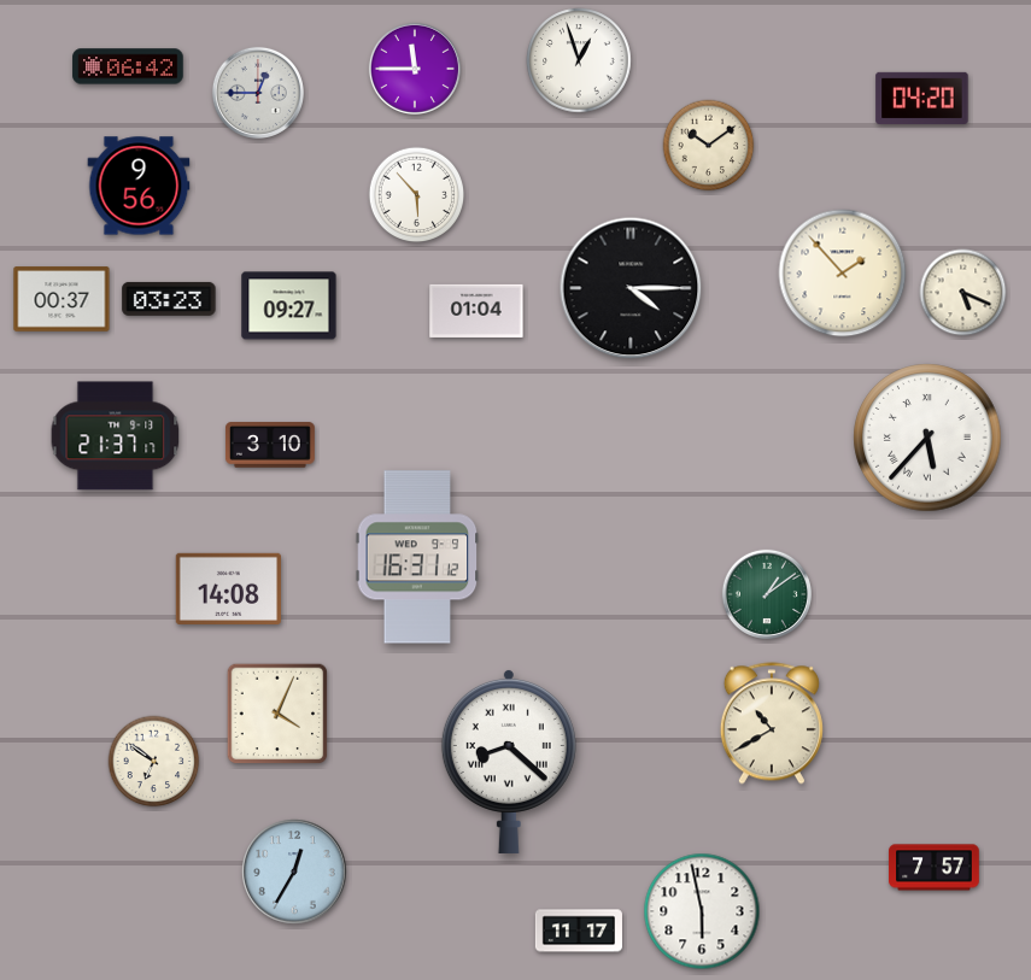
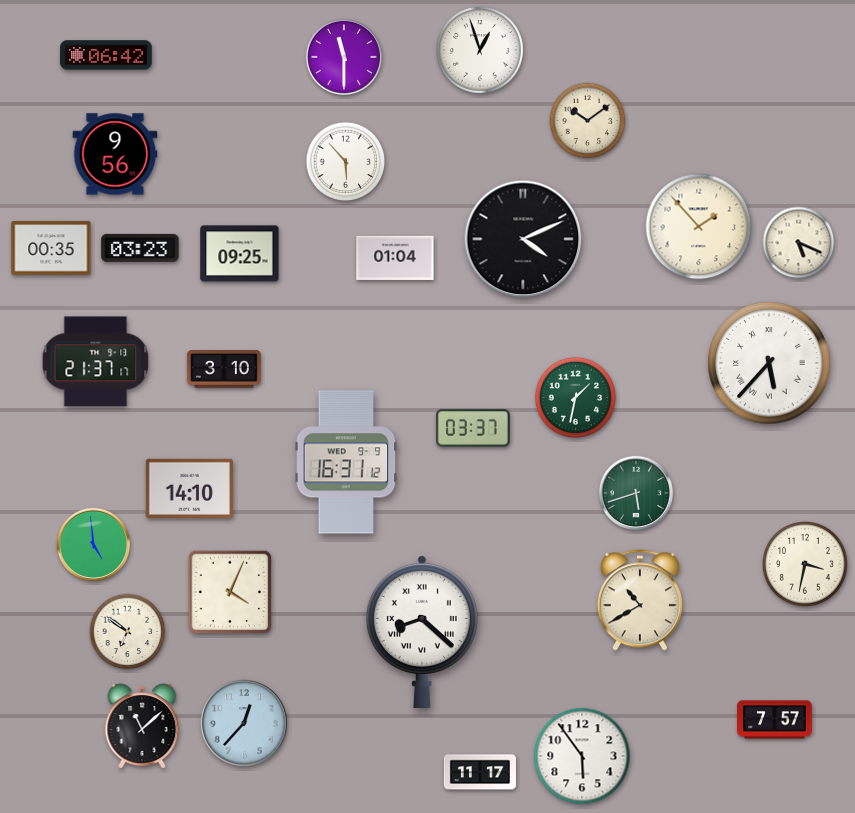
clock at (415, 69): 11:45 -> 11:30
clock at (258, 93): 12:45 -> none
clock at (922, 98): 04:20 -> none
clock at (631, 288): 4:15 -> 4:11
clock at (61, 299): 00:37 -> 00:35
clock at (289, 306): 09:27 -> 09:25
clock at (575, 397): none -> 1:32
clock at (473, 428): none -> 03:37
clock at (228, 588): 14:08 -> 14:10
clock at (766, 593): 1:09 -> 5:42
clock at (93, 544): none -> 4:59
clock at (806, 565): none -> 3:32
clock at (294, 872): 12:35 -> 12:37
clock at (142, 726): none -> 11:08
clock at (702, 911): 5:58 -> 5:54
